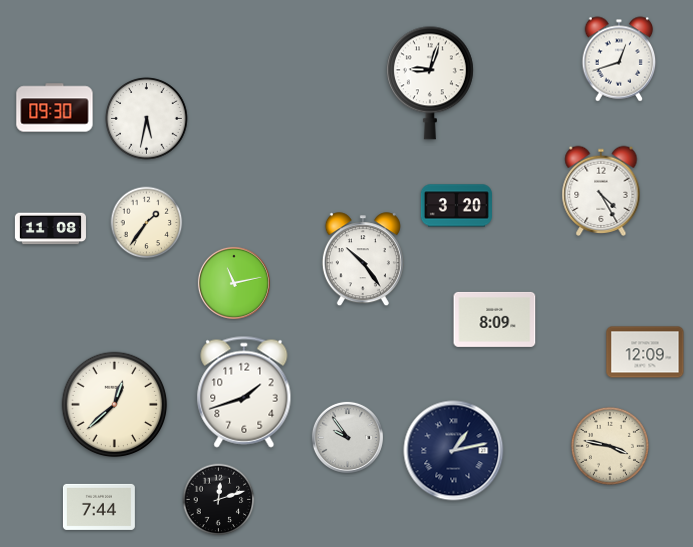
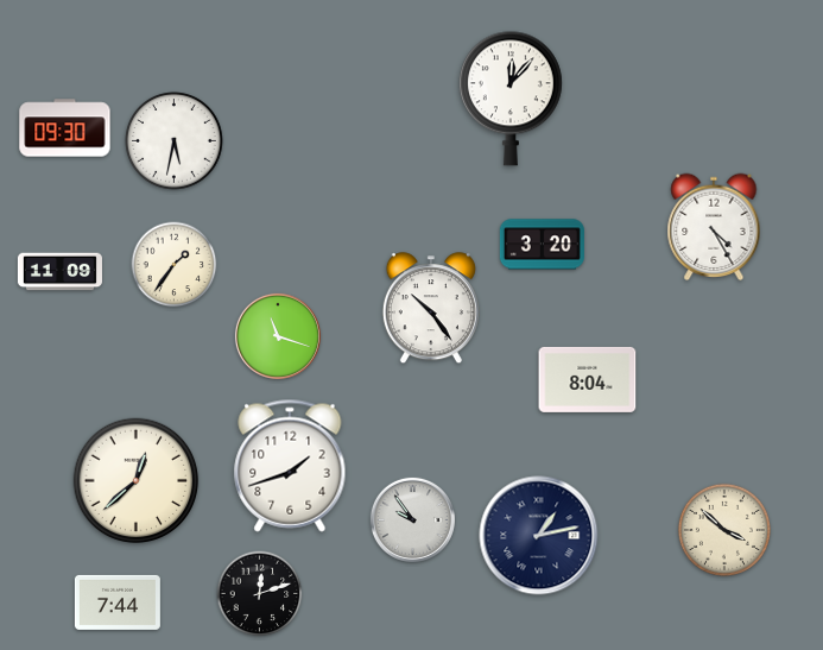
clock at (619, 59): 12:42 -> none
clock at (430, 83): 9:03 -> 12:07
clock at (50, 229): 11:08 -> 11:09
clock at (234, 283): 11:13 -> 11:18
clock at (495, 319): 8:09 -> 8:04
clock at (645, 352): 12:09 -> none
clock at (610, 446): 3:47 -> 3:52
